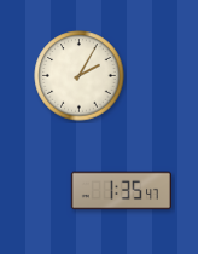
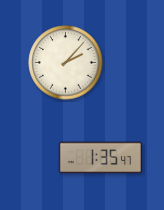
clock at (80, 76): 2:05 -> 2:07
